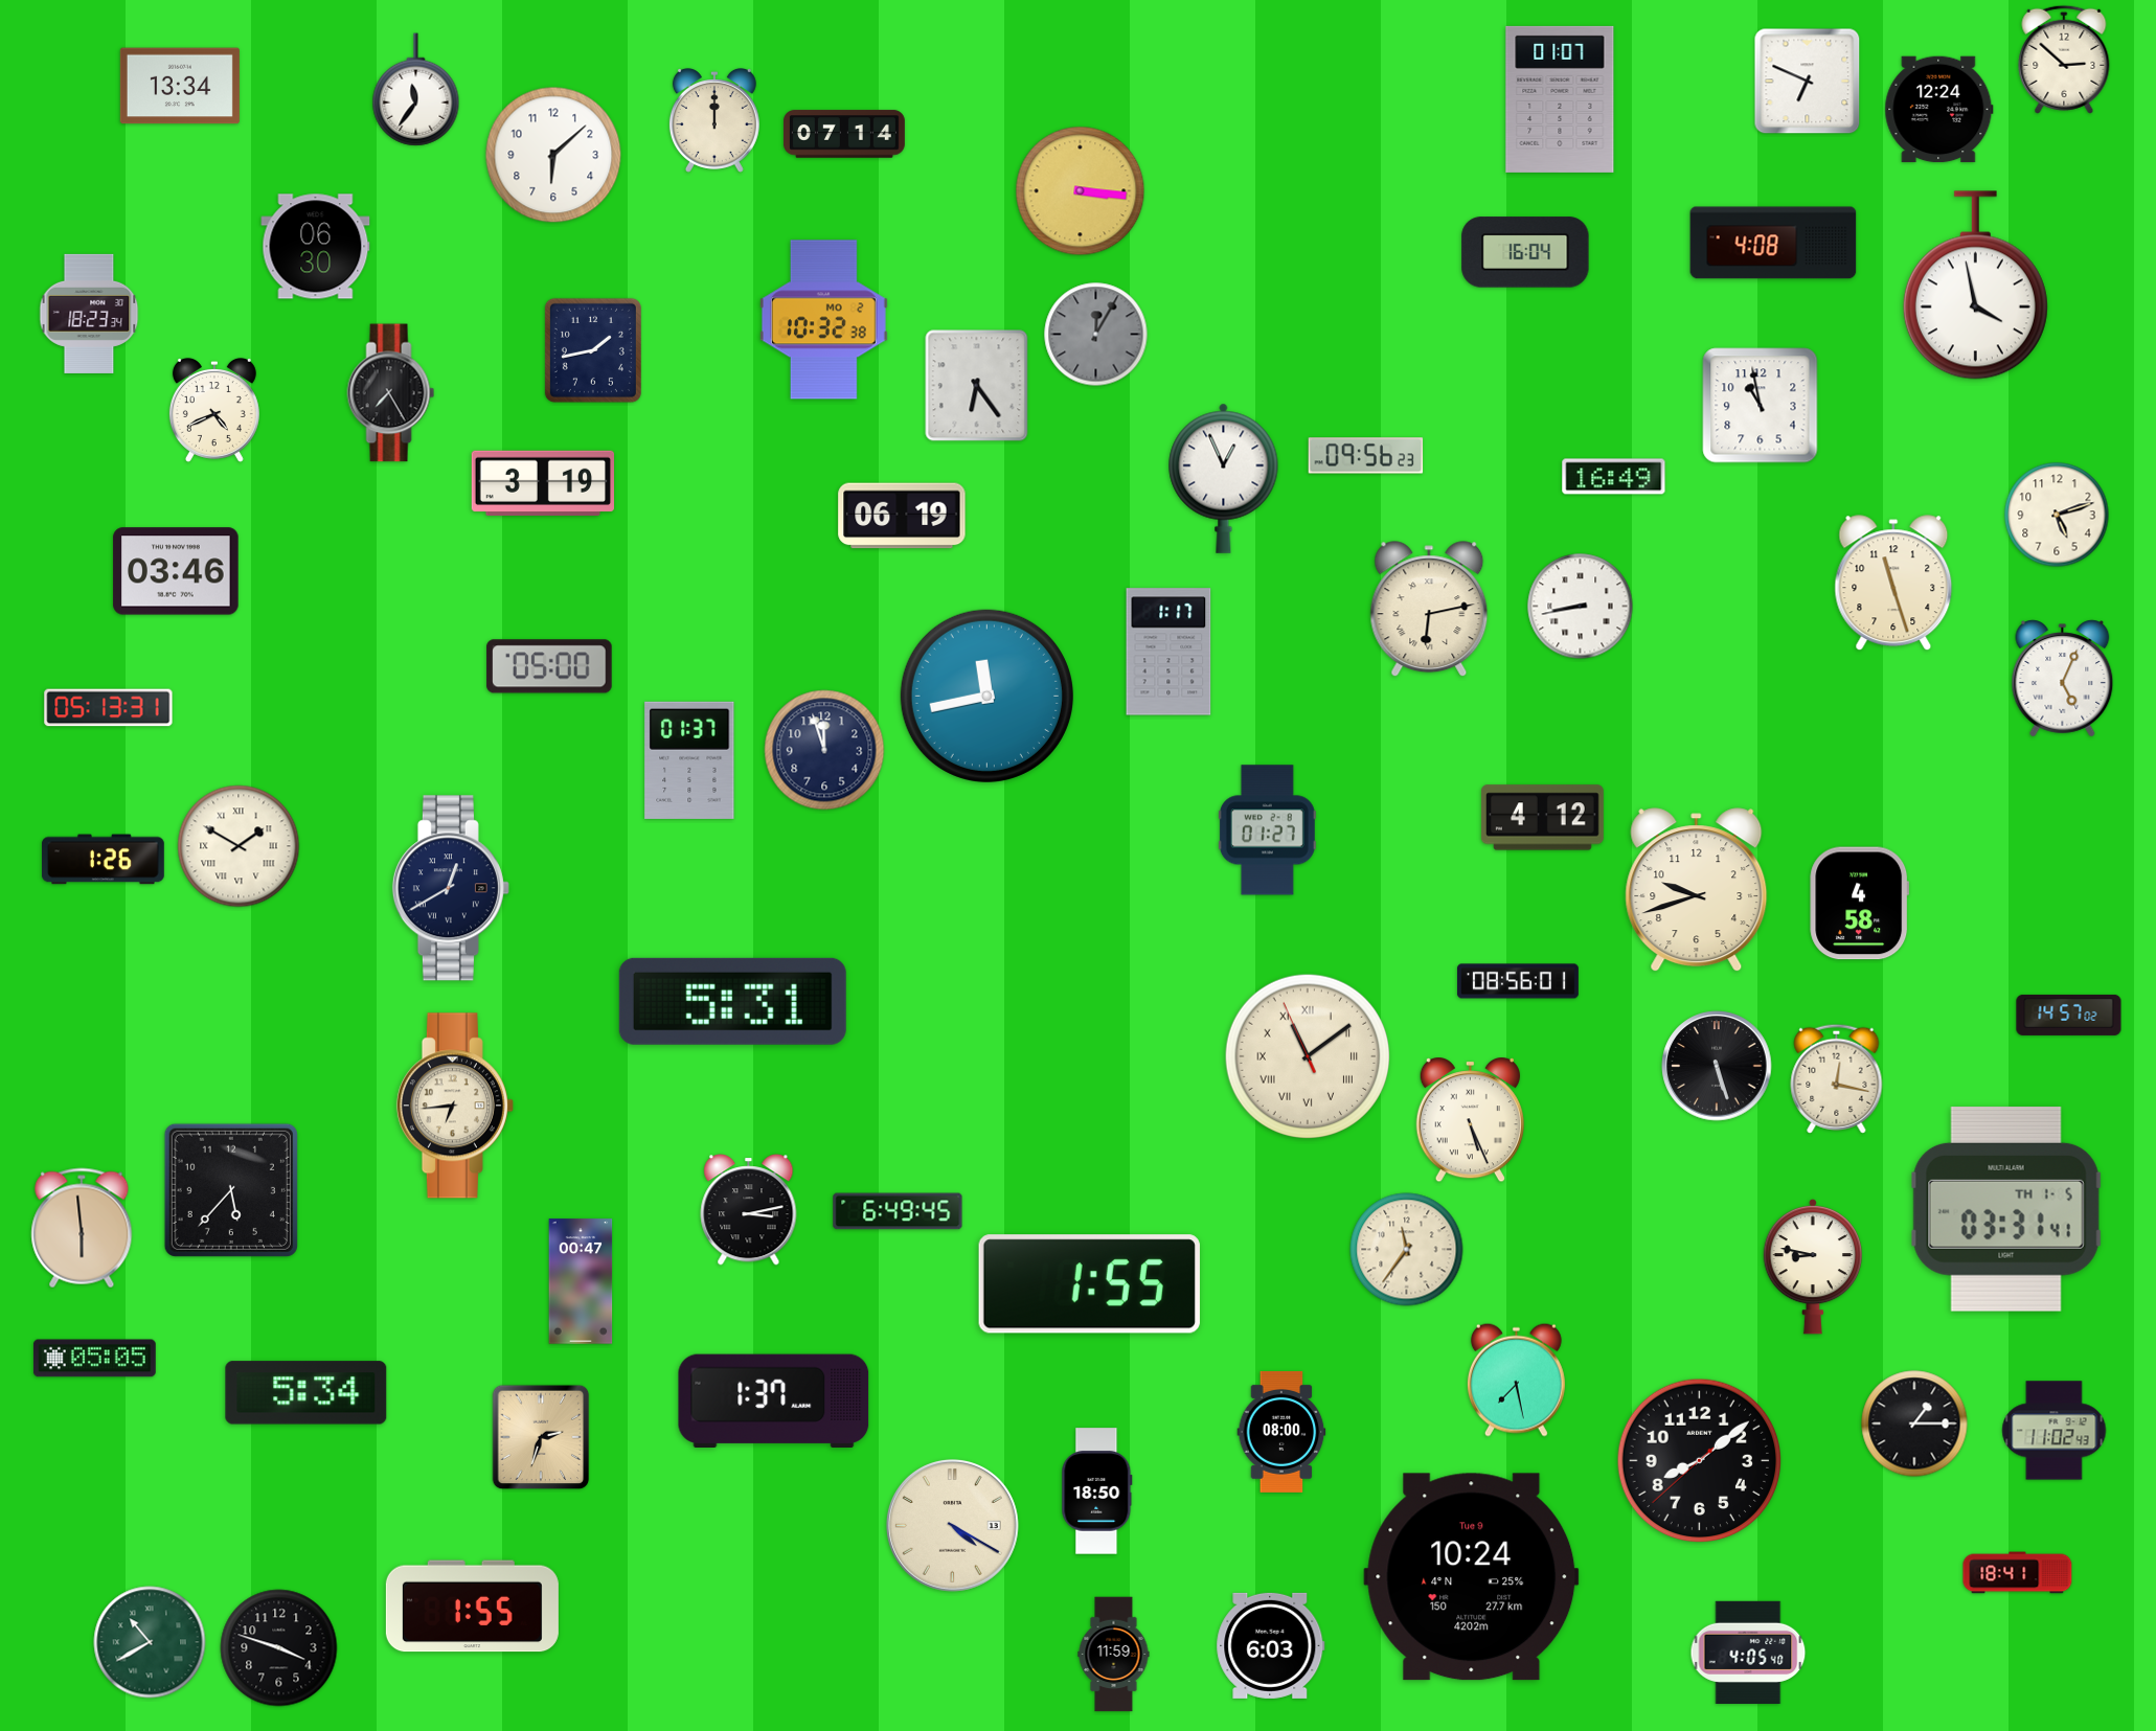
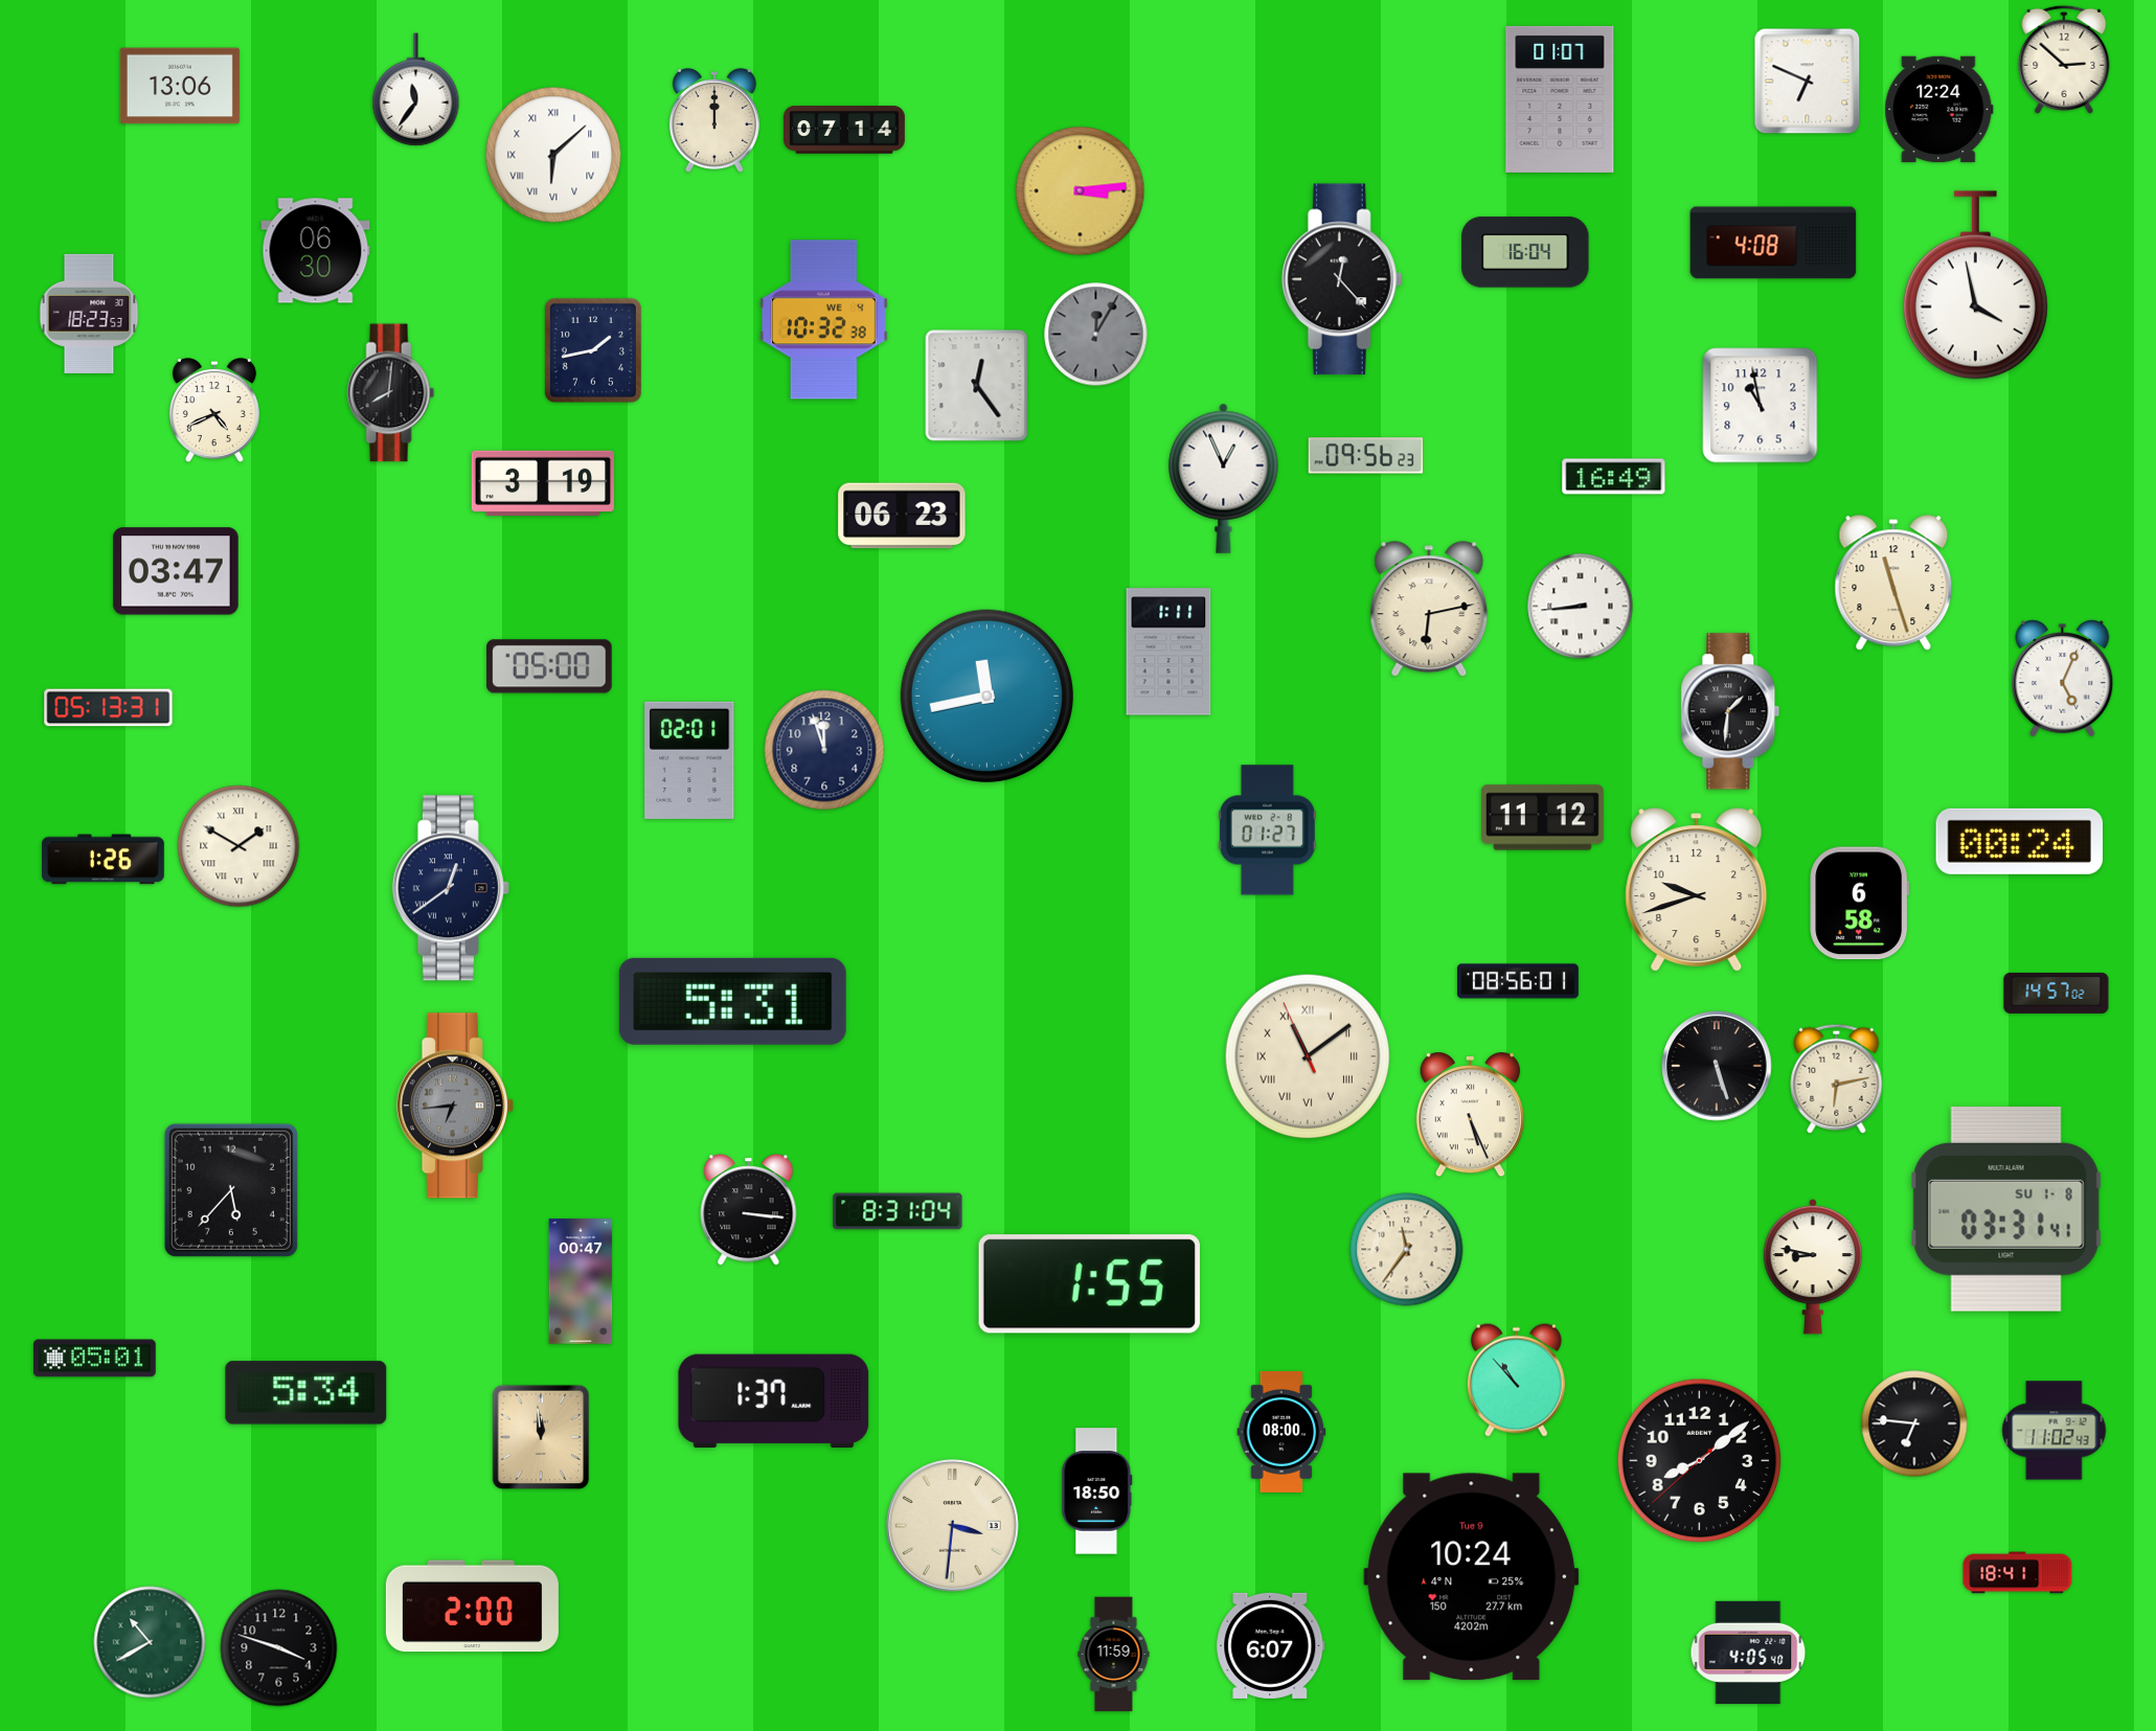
clock at (180, 86): 13:34 -> 13:06
clock at (844, 134) position: (844, 134) -> (844, 130)
clock at (553, 155) numerals: Arabic -> Roman
clock at (1081, 191): 3:16 -> 3:14
clock at (316, 247) position: (316, 247) -> (316, 251)
clock at (1342, 279): none -> 12:23
clock at (89, 314): 18:23:34 -> 18:23:53
clock at (823, 320) date: MO 2 -> WE 4
clock at (977, 386): 6:24 -> 12:24
clock at (391, 393): 7:25 -> 8:01
clock at (2057, 515): 5:12 -> none
clock at (902, 516): 06:19 -> 06:23
clock at (176, 571): 03:46 -> 03:47
clock at (1581, 607): 8:43 -> 8:44
clock at (1168, 652): 1:17 -> 1:11
clock at (1730, 711): none -> 1:31
clock at (689, 760): 01:37 -> 02:01
clock at (1542, 818): 4:12 -> 11:12
clock at (2020, 841): none -> 00:24
clock at (451, 888): 12:40 -> 12:39
clock at (1860, 904): 4:58 -> 6:58
clock at (2069, 1015) position: (2069, 1015) -> (2057, 993)
clock at (1837, 1078): 12:17 -> 6:13
clock at (455, 1106) dial: cream -> grey
clock at (1470, 1121) position: (1470, 1121) -> (1470, 1116)
clock at (2006, 1209) date: TH 1-5 -> SU 1-8
clock at (749, 1210): 3:13 -> 3:16
clock at (898, 1211): 6:49 -> 8:31
clock at (82, 1228): 5:59 -> none
clock at (94, 1359): 05:05 -> 05:01
clock at (1516, 1380): 7:28 -> 10:53
clock at (1914, 1423): 1:15 -> 6:46
clock at (541, 1437): 2:33 -> 11:59
clock at (952, 1525): 4:20 -> 3:31
clock at (472, 1607): 1:55 -> 2:00
clock at (1271, 1645): 6:03 -> 6:07
